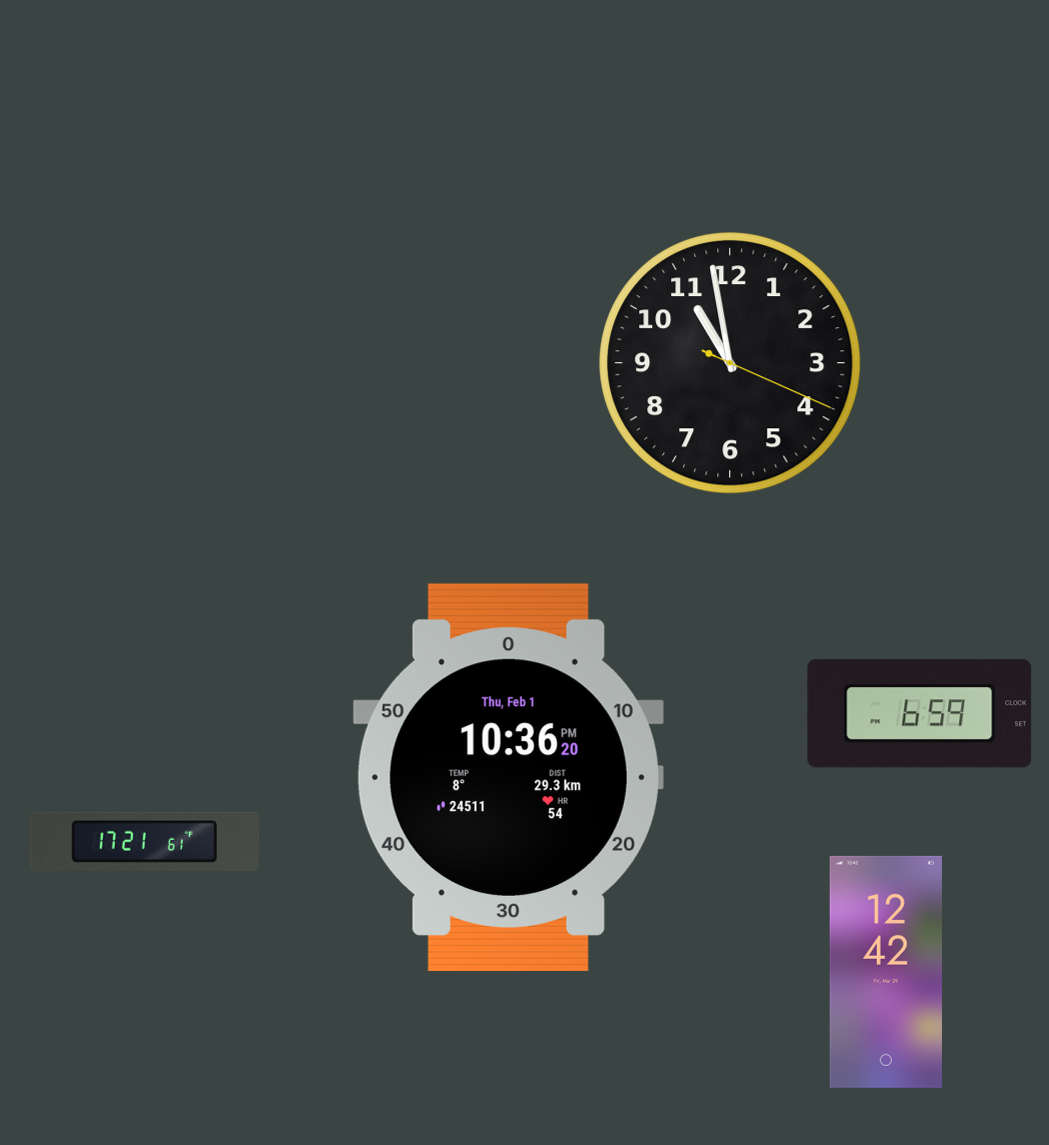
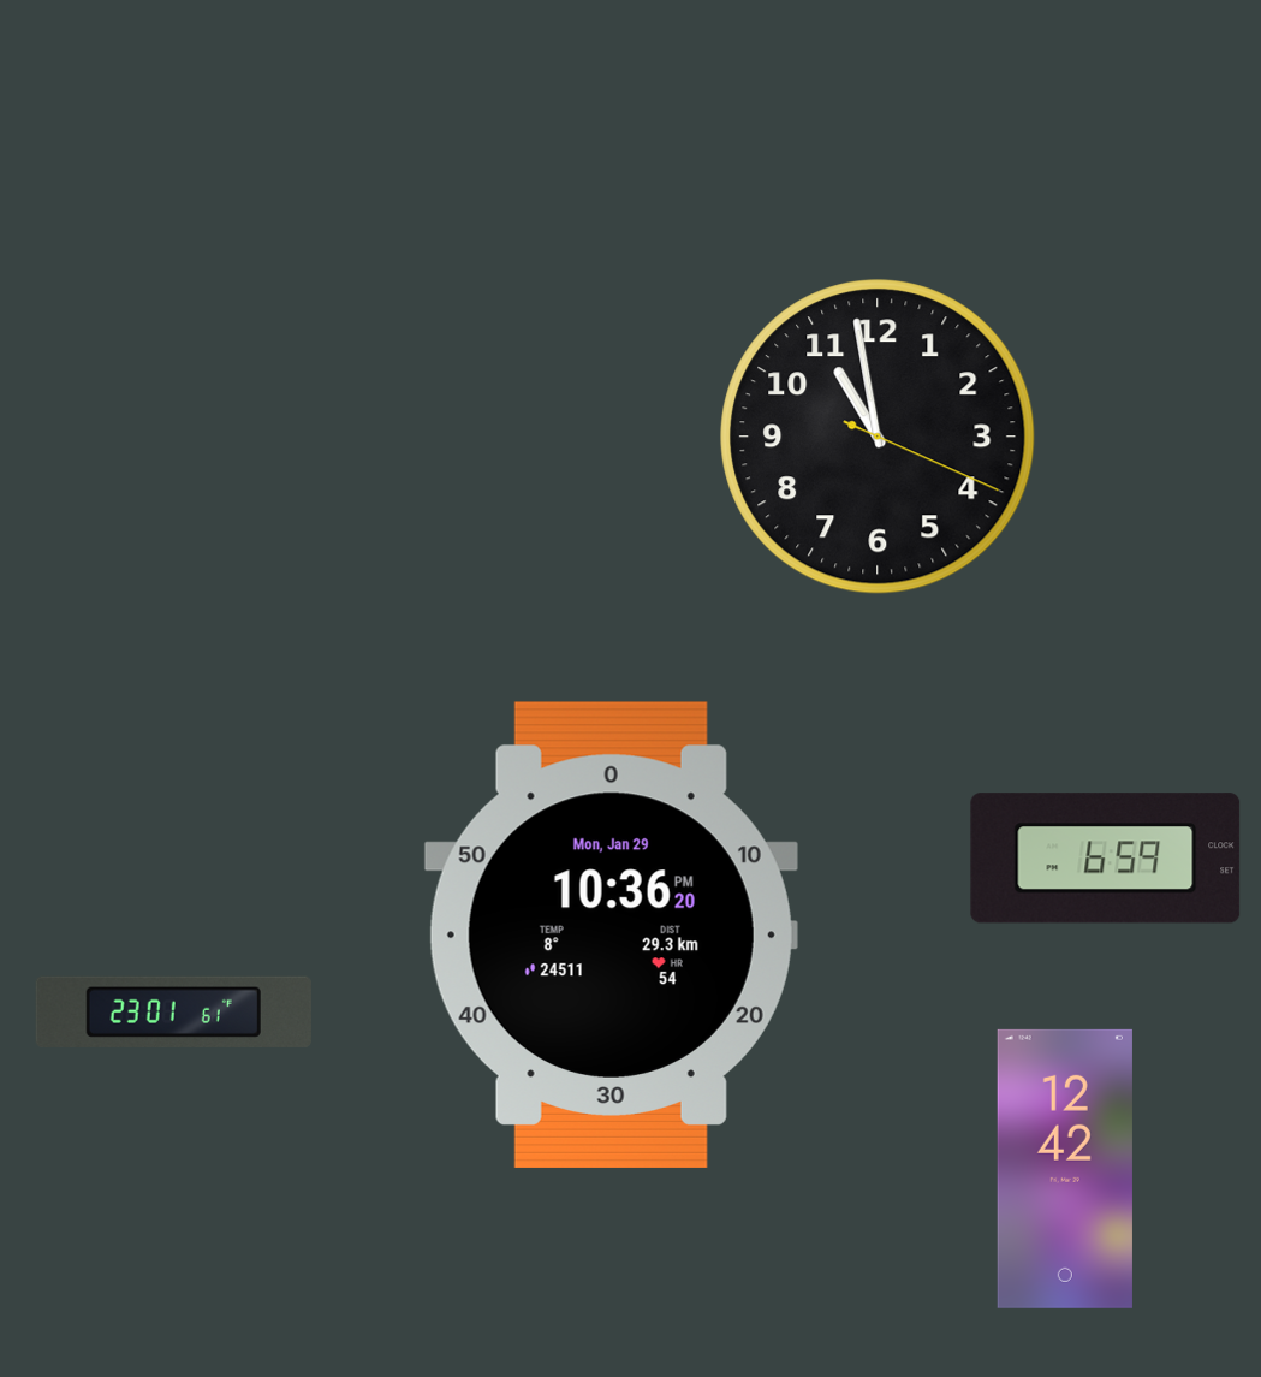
clock at (508, 777) date: Thu, Feb 1 -> Mon, Jan 29
clock at (144, 841): 17:21 -> 23:01
